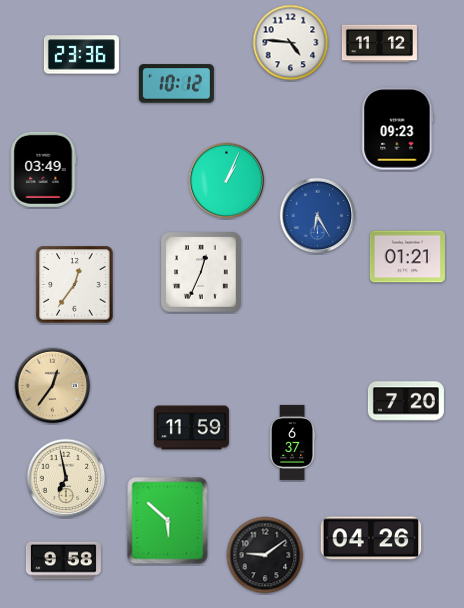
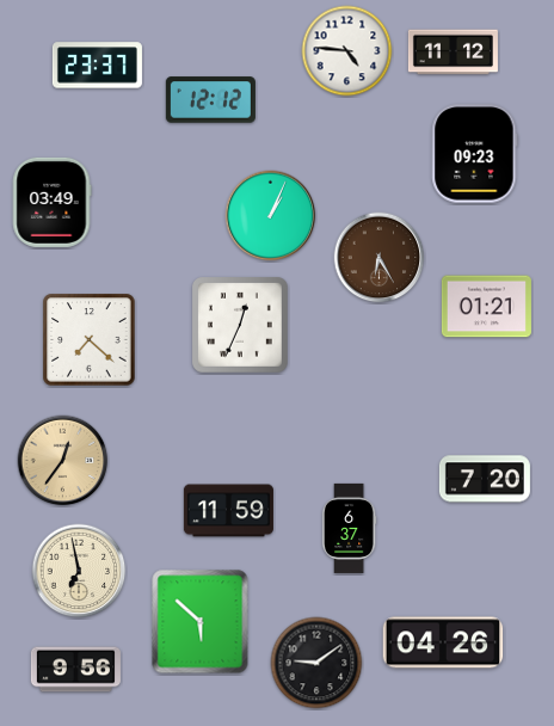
clock at (81, 55): 23:36 -> 23:37
clock at (176, 84): 10:12 -> 12:12
clock at (318, 216) dial: blue -> brown
clock at (75, 285): 12:36 -> 7:22
clock at (63, 561): 9:58 -> 9:56
